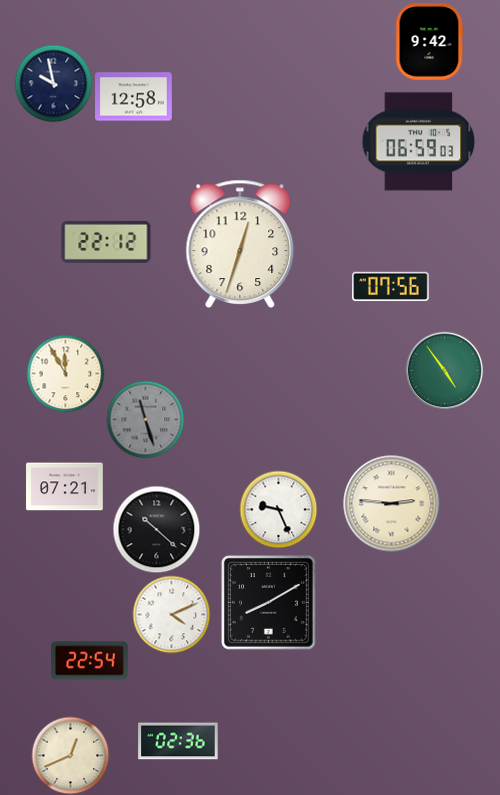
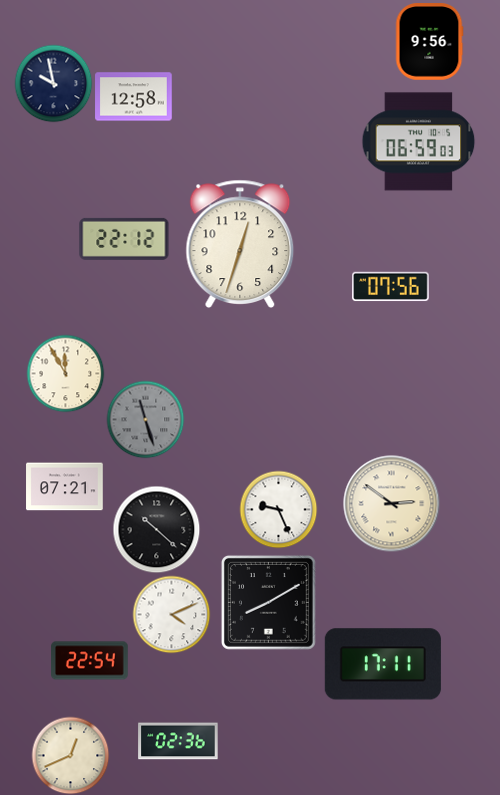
clock at (429, 42): 9:42 -> 9:56
clock at (106, 242) position: (106, 242) -> (124, 239)
clock at (444, 370): 4:54 -> none
clock at (392, 504): 2:46 -> 2:51
clock at (383, 664): none -> 17:11
